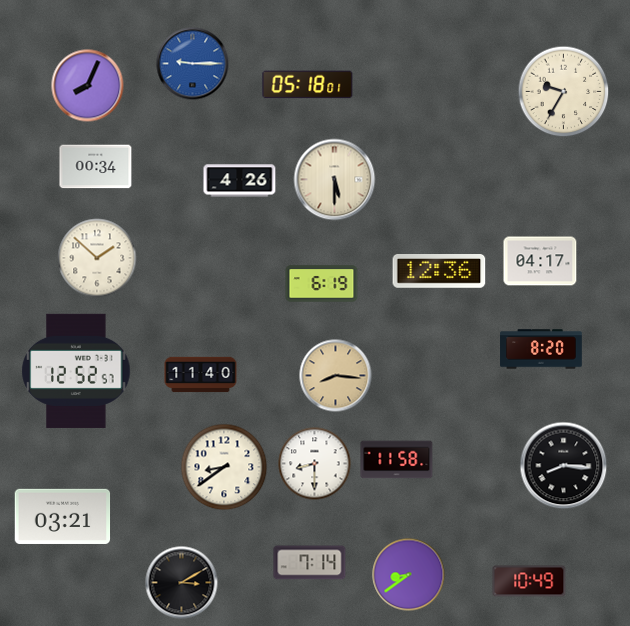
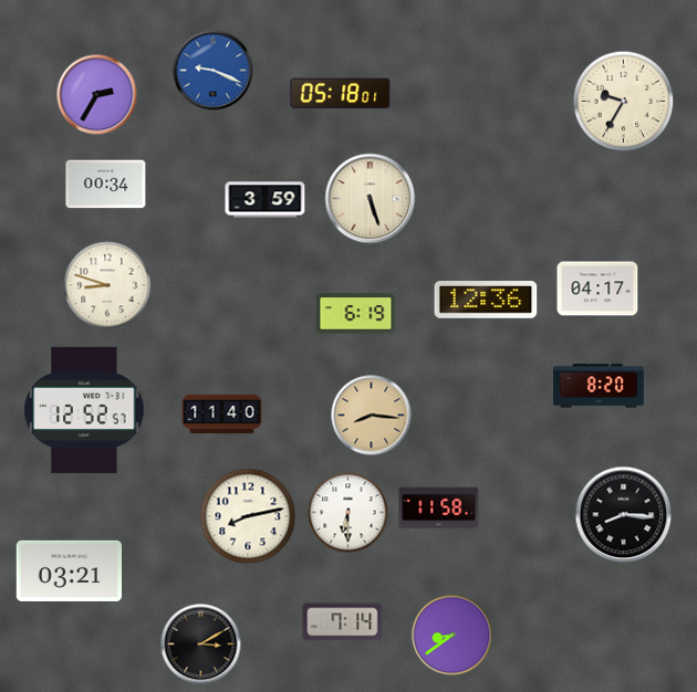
clock at (193, 64): 9:15 -> 9:19
clock at (88, 86): 8:04 -> 2:35
clock at (335, 180): 5:30 -> 5:27
clock at (240, 181): 4:26 -> 3:59
clock at (97, 258): 1:52 -> 8:48
clock at (315, 464): 8:30 -> 6:30
clock at (224, 467): 8:39 -> 8:13
clock at (529, 581): 10:49 -> none
